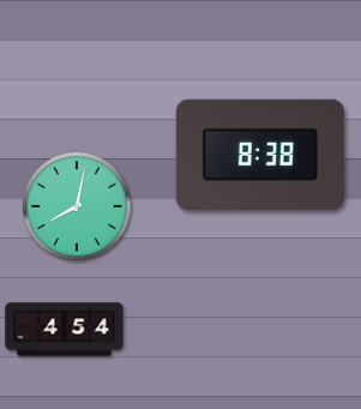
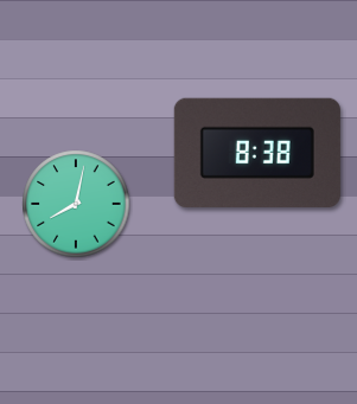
clock at (65, 330): 4:54 -> none
